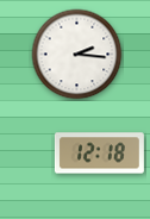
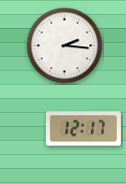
clock at (99, 154): 12:18 -> 12:17
